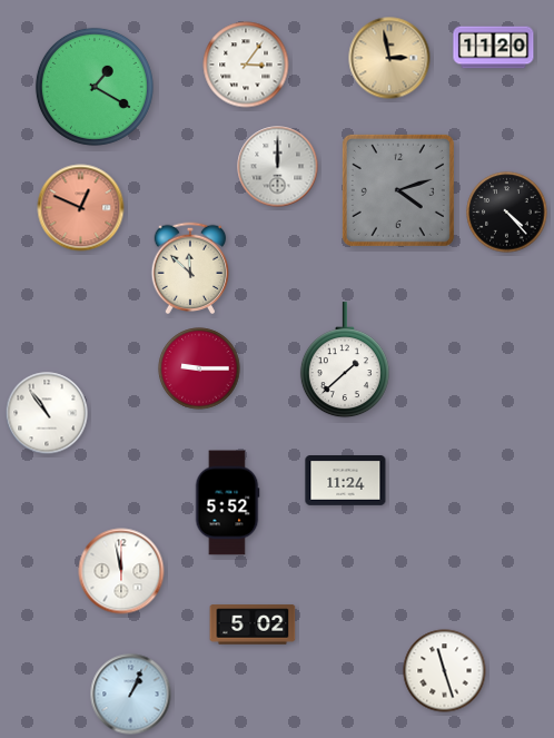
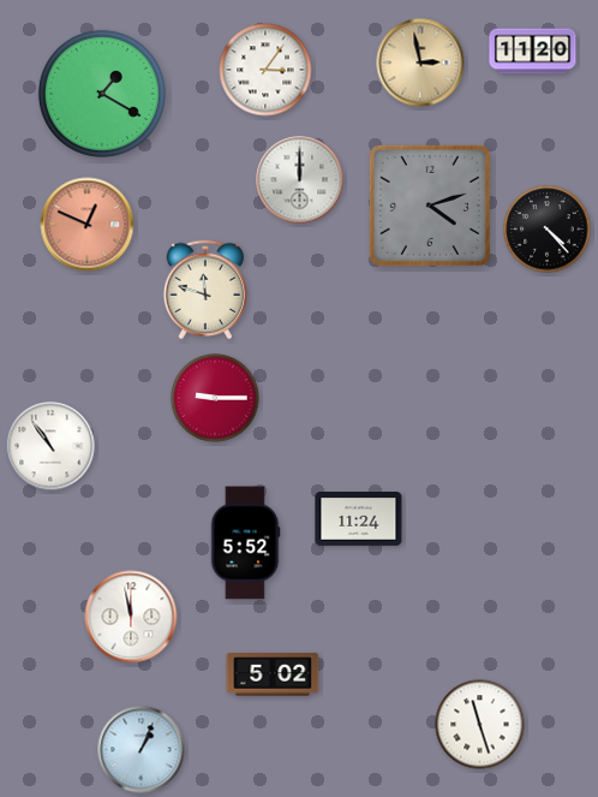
clock at (190, 268): 11:52 -> 11:48
clock at (345, 361): 1:38 -> none
clock at (346, 481) position: (346, 481) -> (359, 519)
